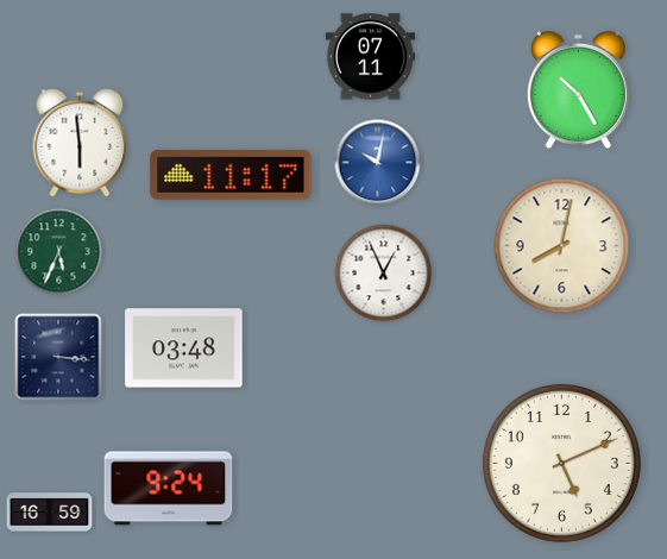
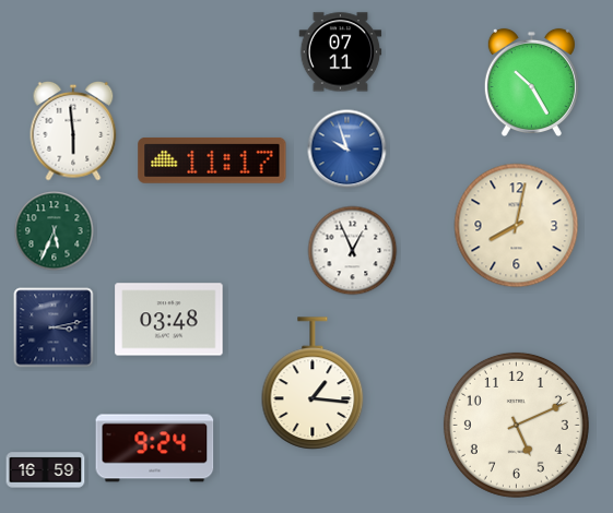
clock at (378, 163): 10:02 -> 9:57
clock at (58, 357): 3:16 -> 3:13
clock at (313, 383): none -> 1:16
